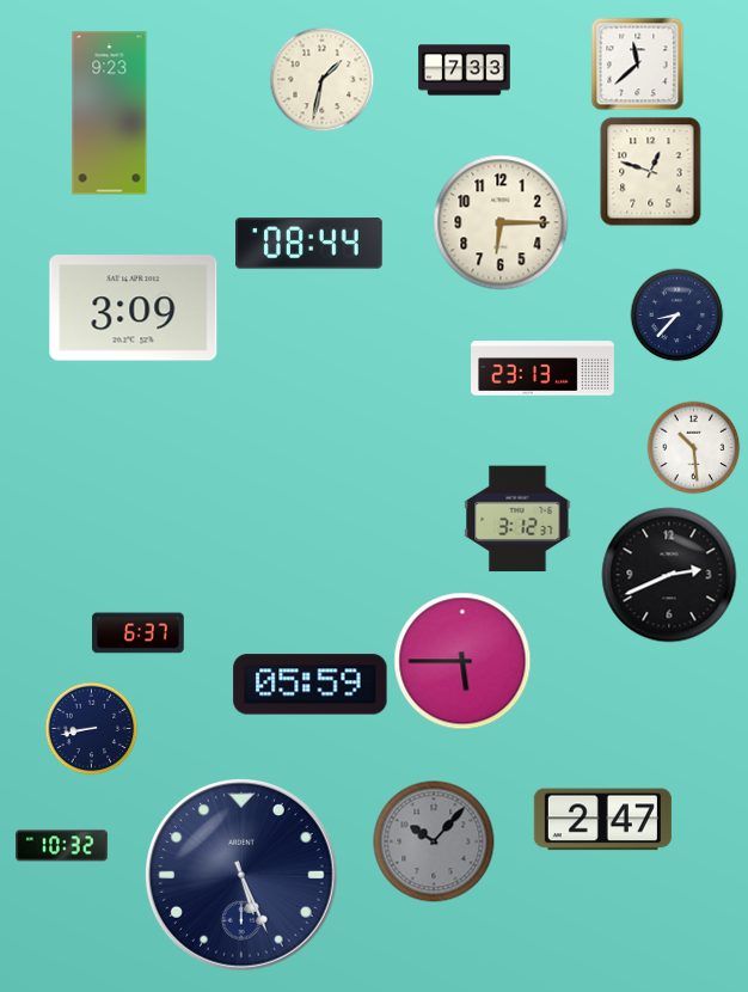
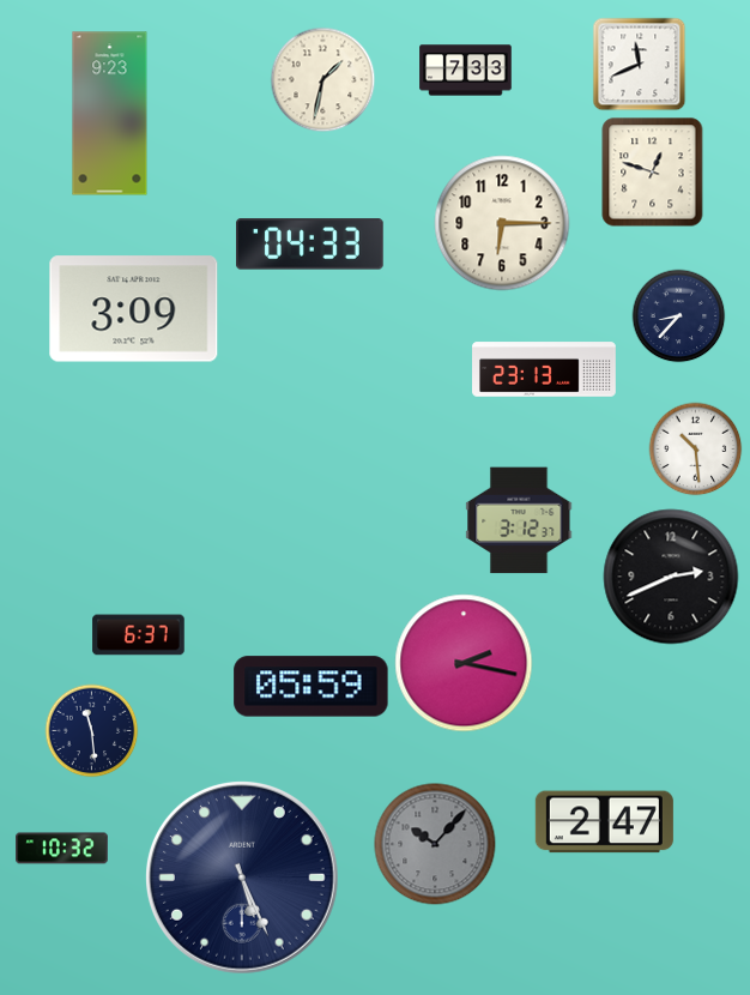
clock at (637, 63): 11:38 -> 11:41
clock at (309, 244): 08:44 -> 04:33
clock at (462, 661): 5:45 -> 2:17
clock at (91, 728): 8:43 -> 11:29
